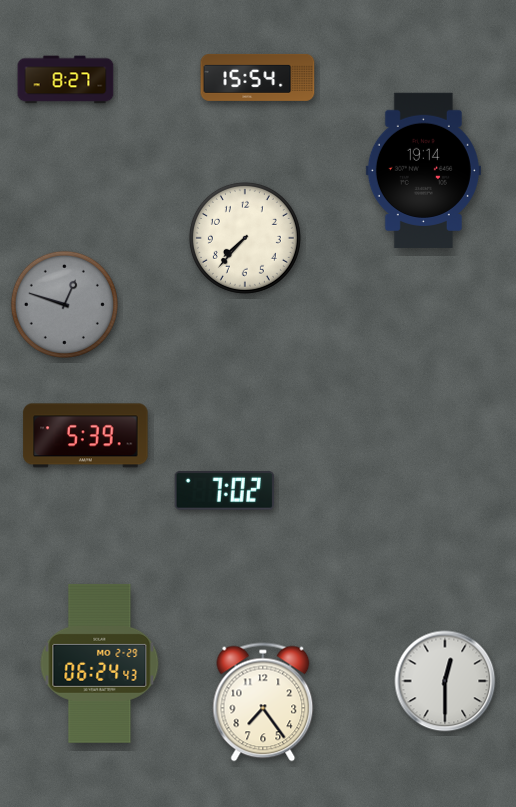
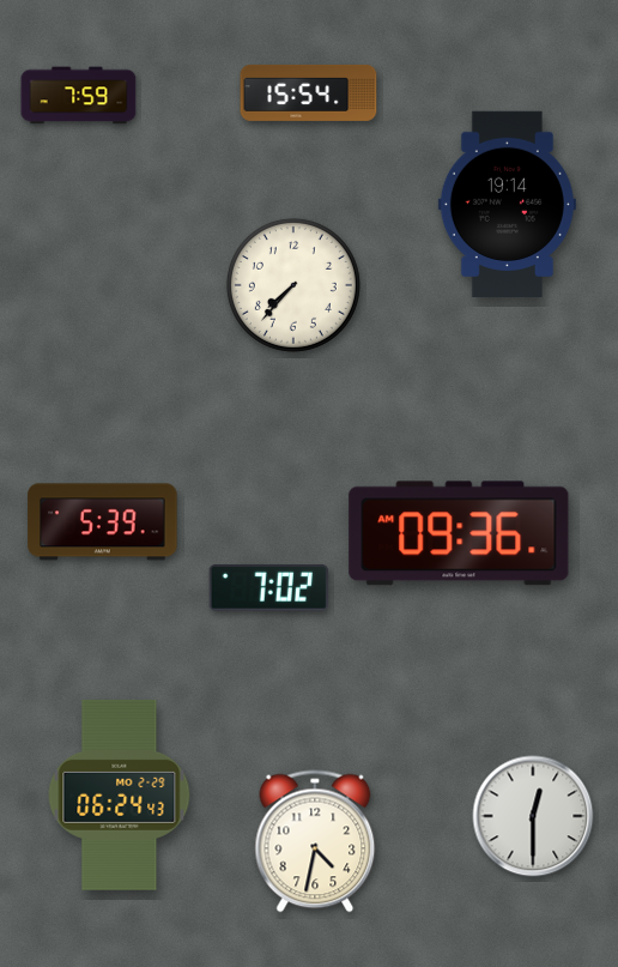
clock at (66, 80): 8:27 -> 7:59
clock at (64, 304): 12:48 -> none
clock at (459, 533): none -> 09:36
clock at (263, 702): 7:24 -> 4:32
